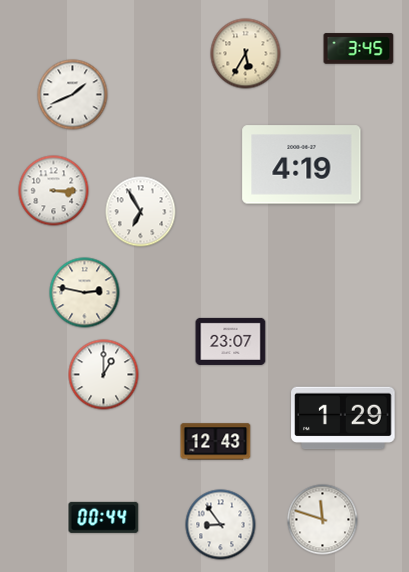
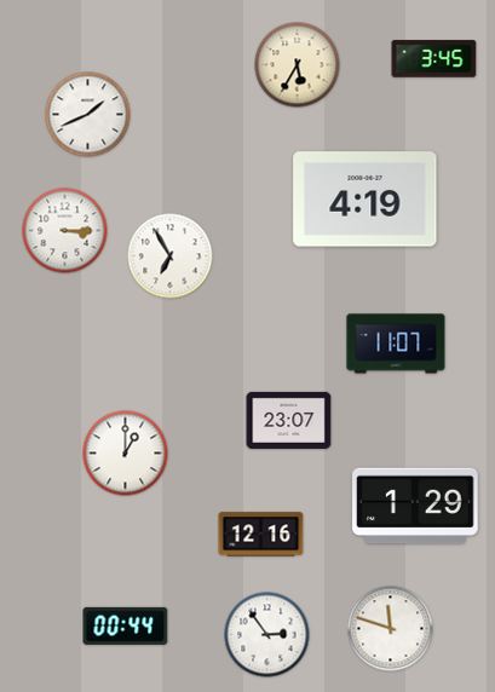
clock at (396, 344): none -> 11:07
clock at (85, 293): 2:47 -> none
clock at (231, 341) position: (231, 341) -> (289, 420)
clock at (216, 442): 12:43 -> 12:16
clock at (221, 525): 8:54 -> 2:54
